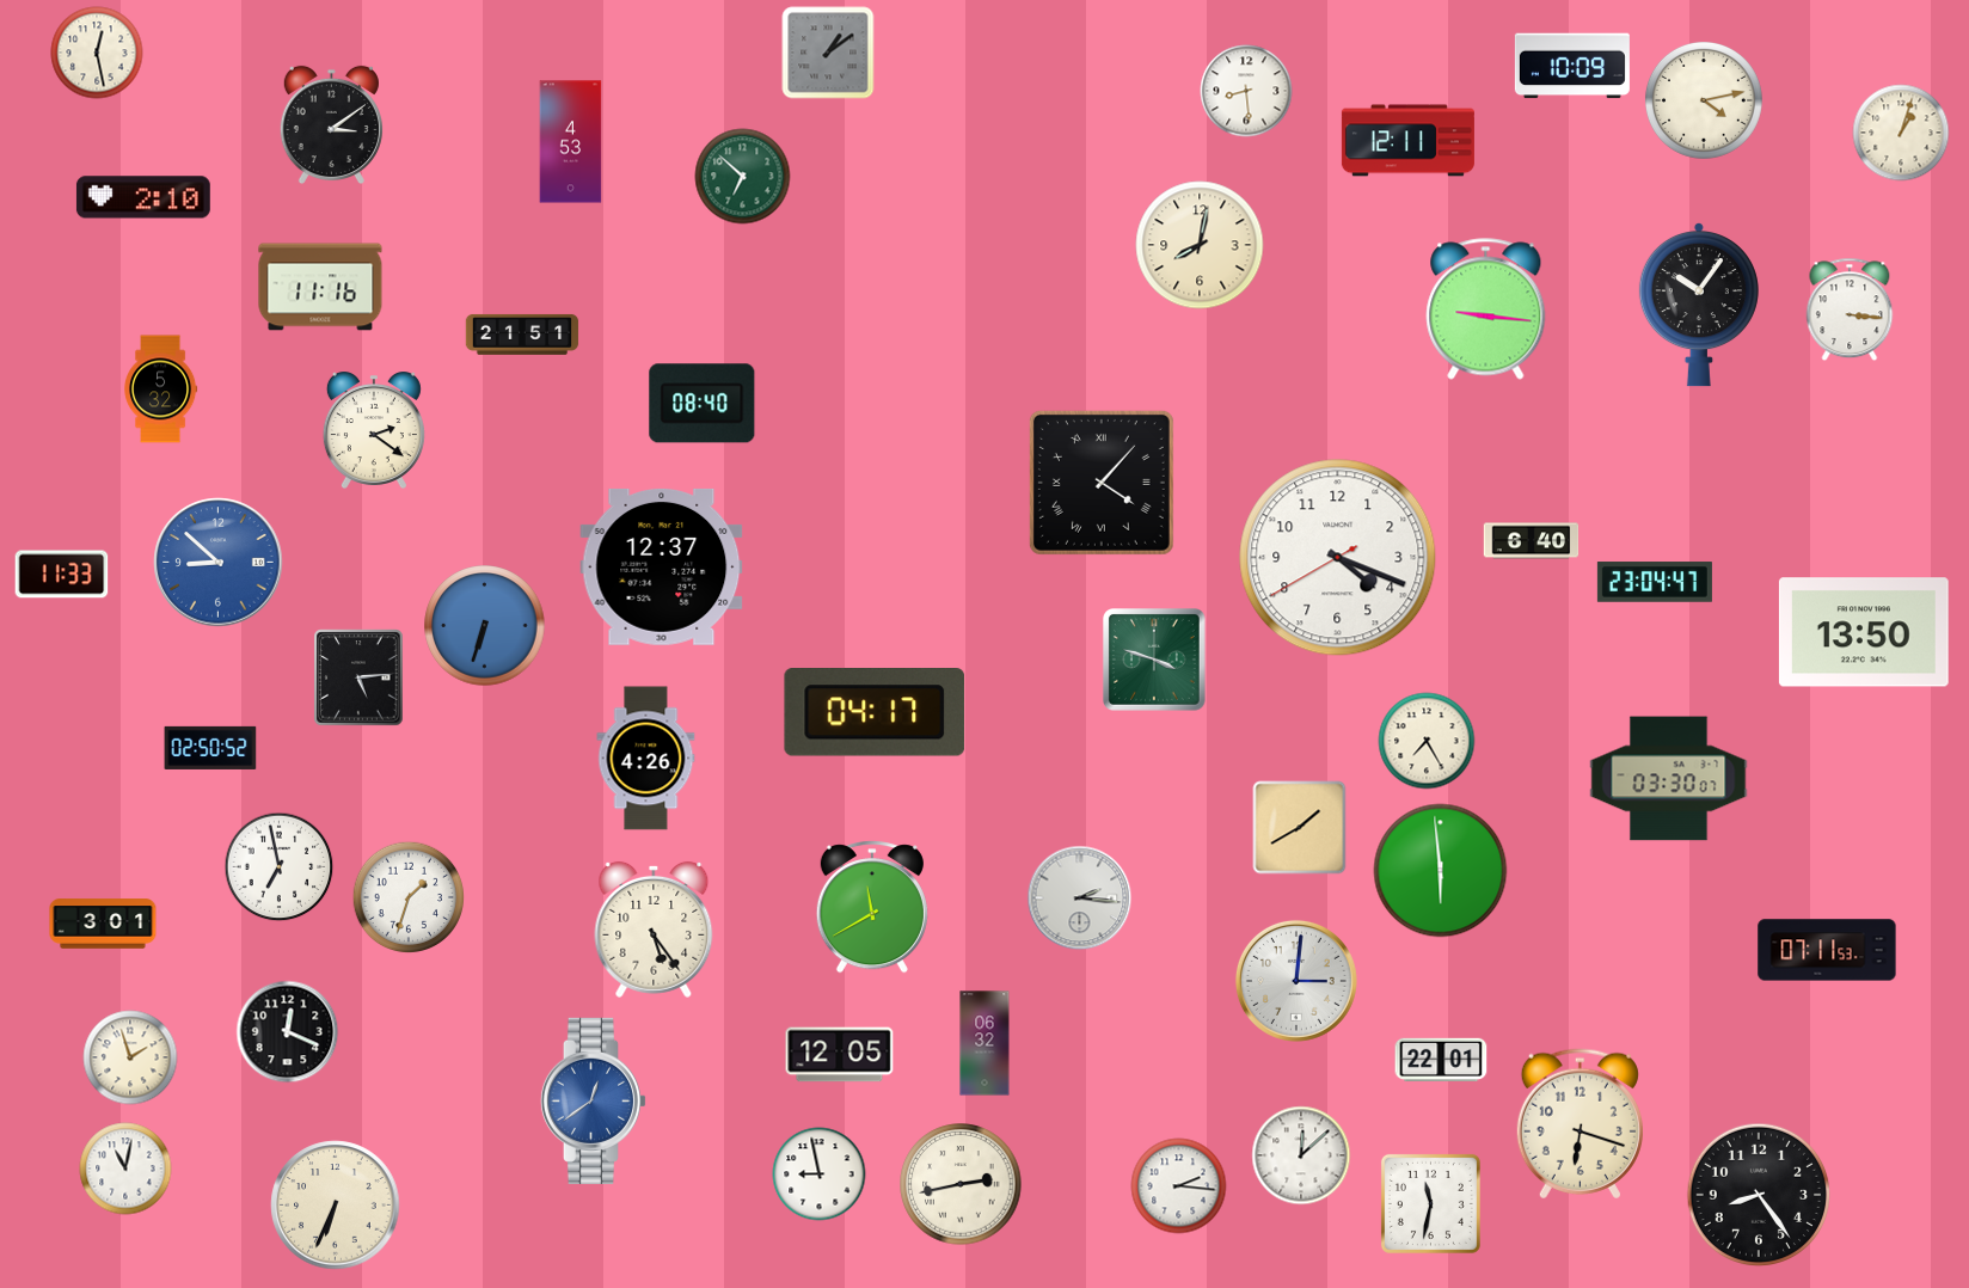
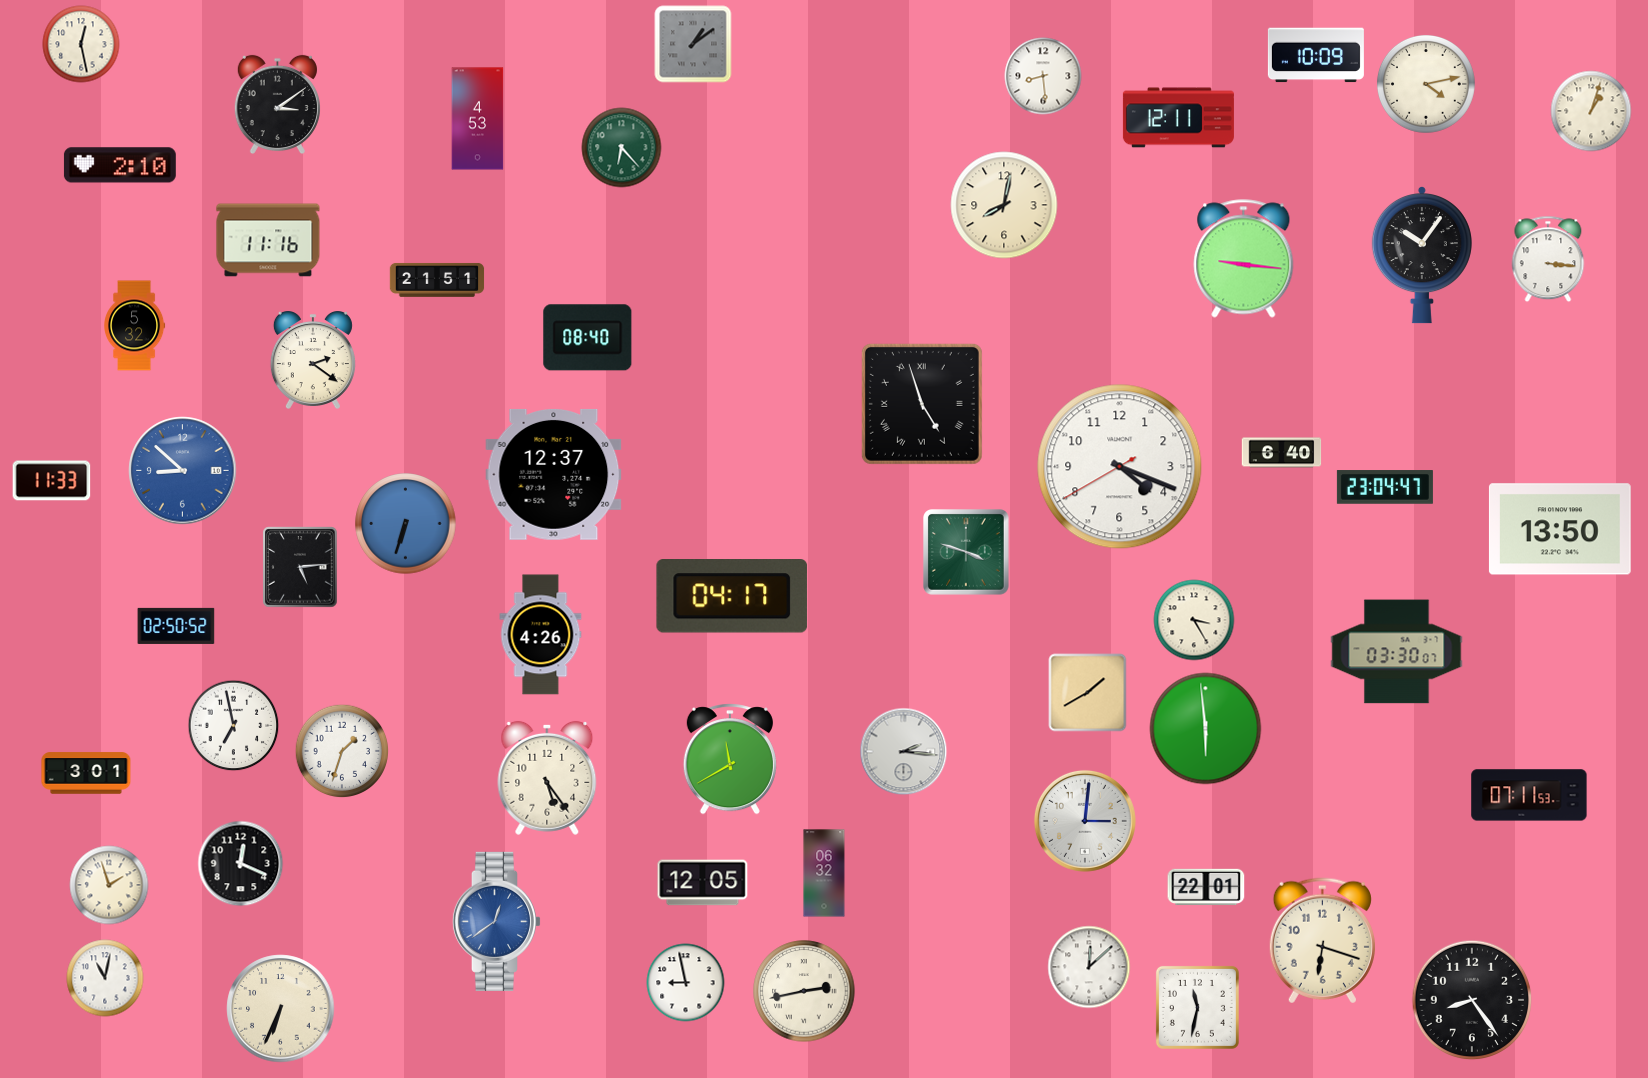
clock at (743, 177): 6:52 -> 6:23
clock at (1102, 483): 4:07 -> 4:57
clock at (1427, 741): 7:25 -> 3:25
clock at (1179, 1186): 2:16 -> none
